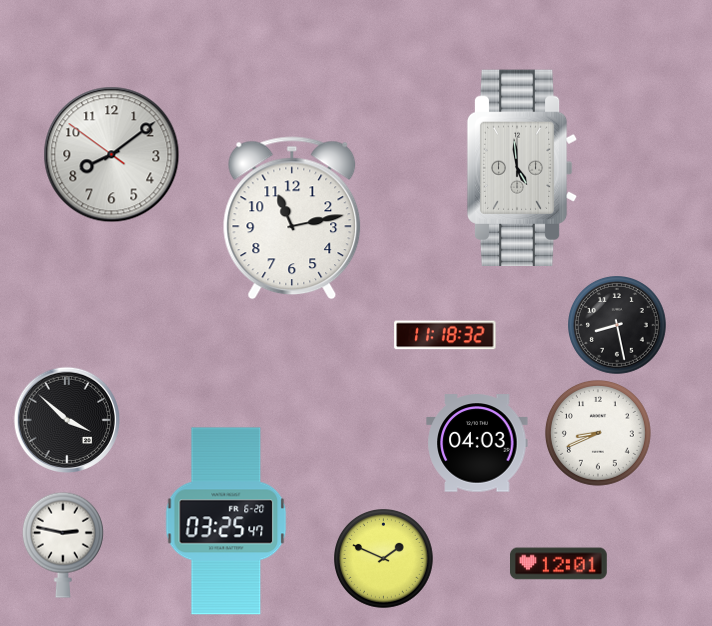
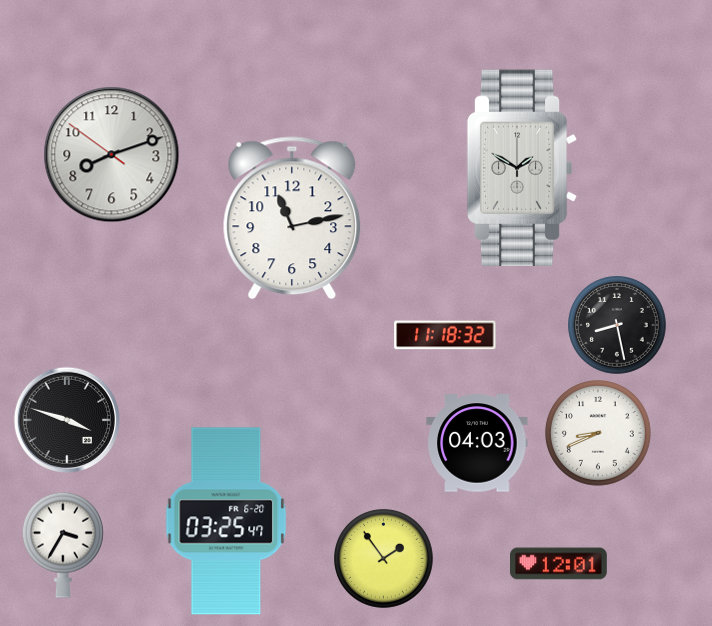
clock at (112, 155): 8:08 -> 8:11
clock at (522, 167): 4:59 -> 1:50
clock at (66, 419): 3:52 -> 3:48
clock at (63, 545): 2:47 -> 3:35
clock at (384, 559): 1:49 -> 1:54
